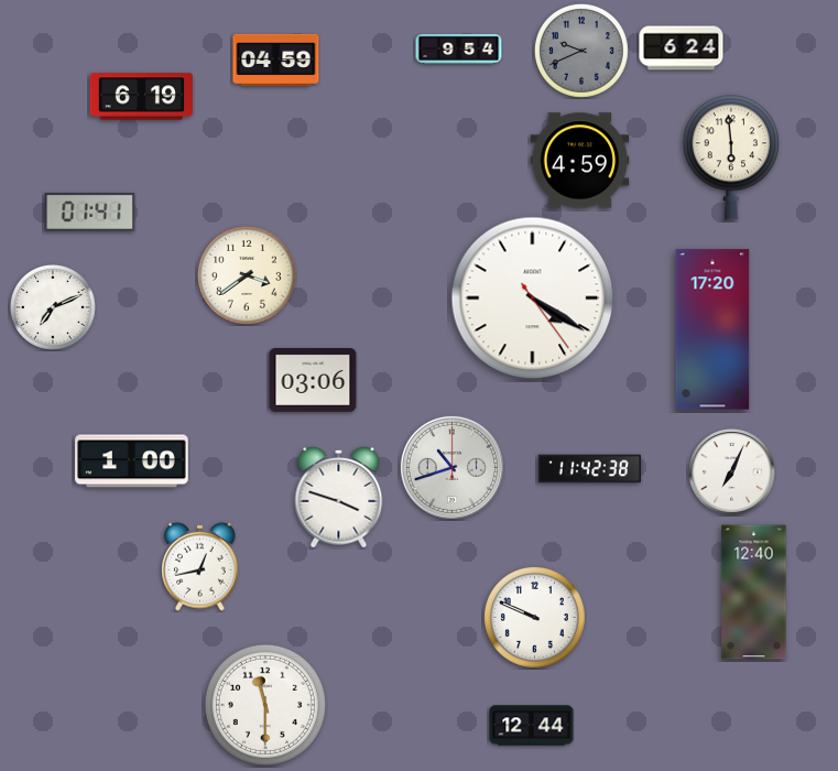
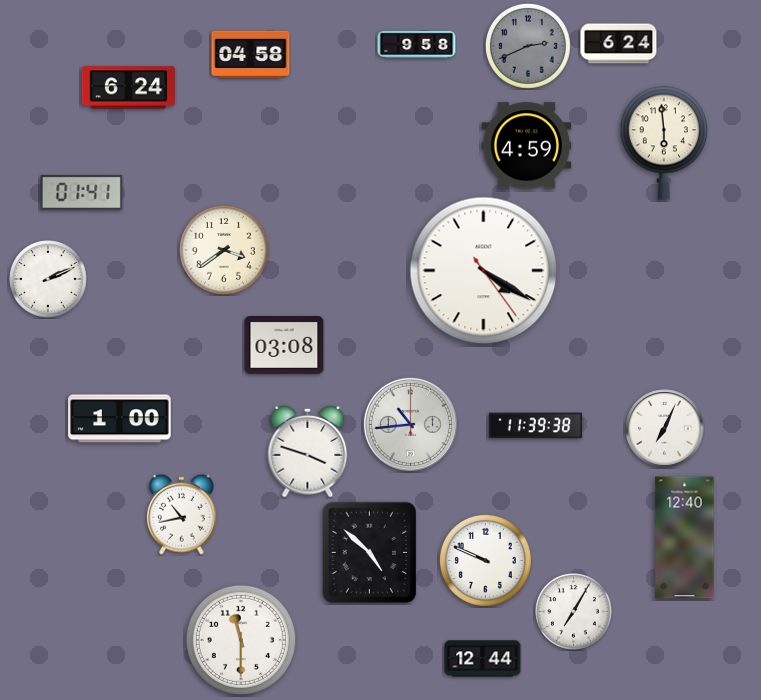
clock at (459, 48): 9:54 -> 9:58
clock at (581, 51): 9:41 -> 2:41
clock at (276, 59): 04:59 -> 04:58
clock at (141, 97): 6:19 -> 6:24
clock at (53, 307): 7:11 -> 2:11
clock at (712, 329): 17:20 -> none
clock at (313, 381): 03:06 -> 03:08
clock at (451, 467): 10:42 -> 10:44
clock at (589, 469): 11:42 -> 11:39
clock at (200, 566): 12:43 -> 10:43
clock at (370, 553): none -> 4:52
clock at (574, 612): none -> 7:05
